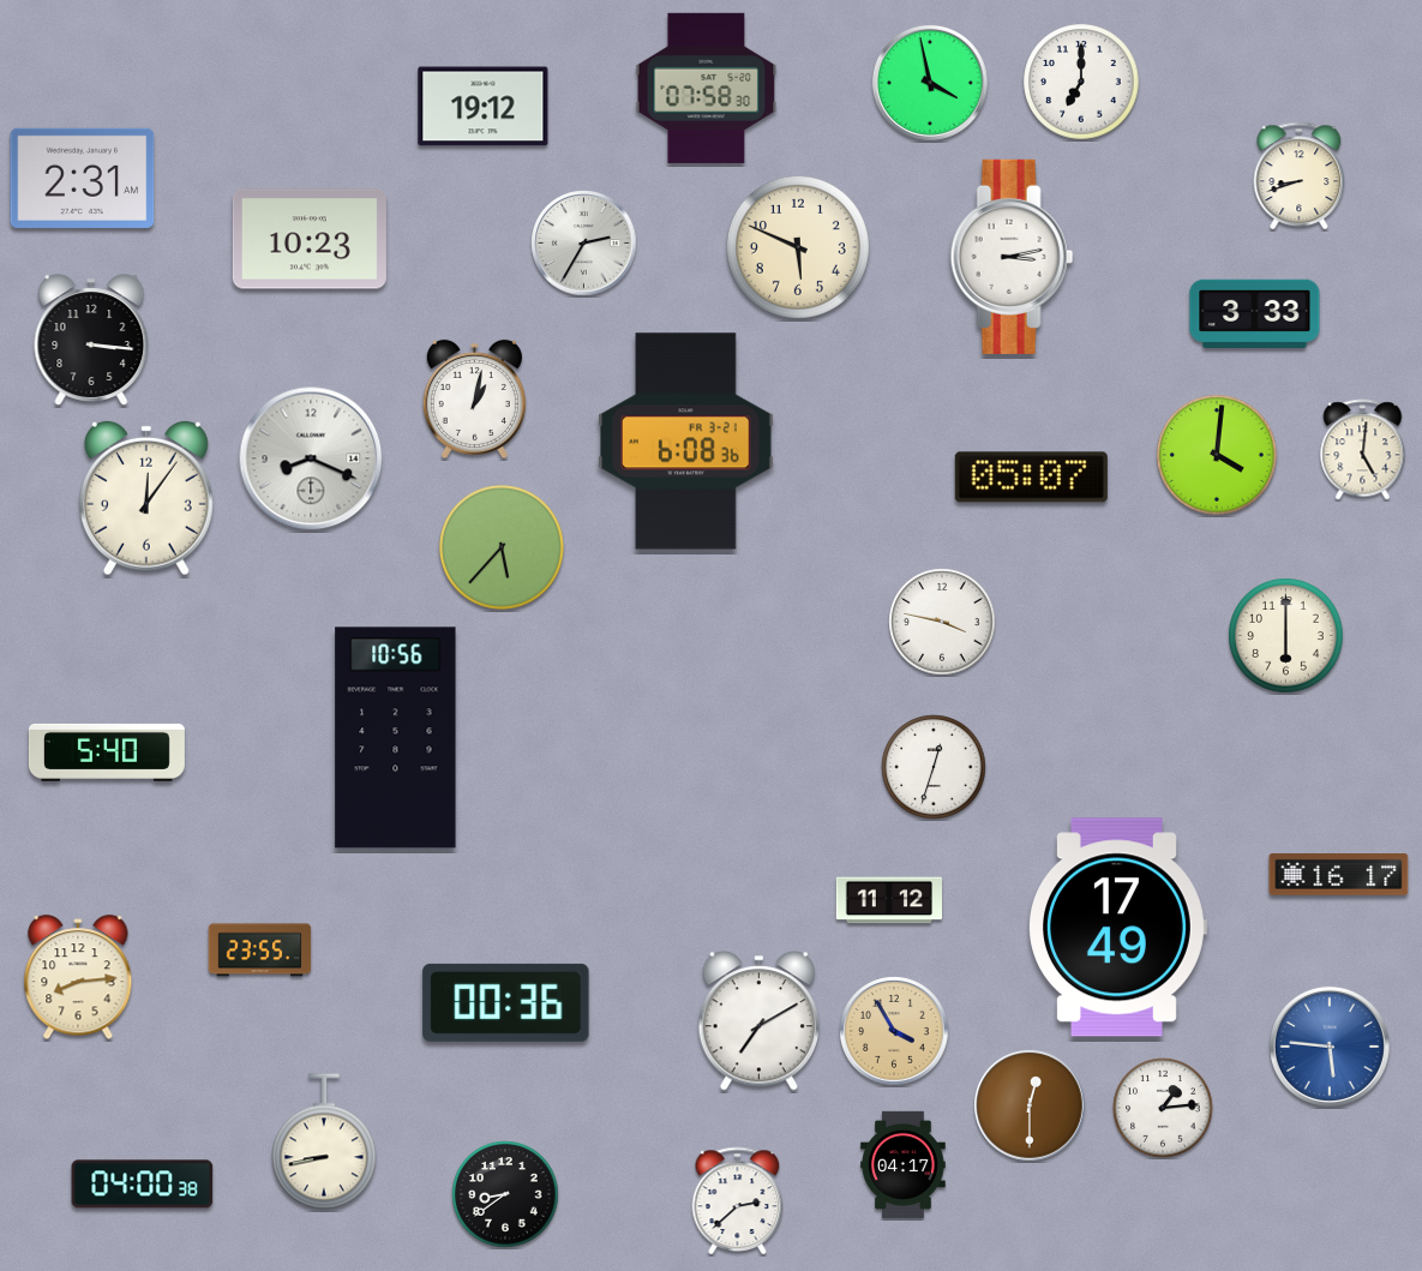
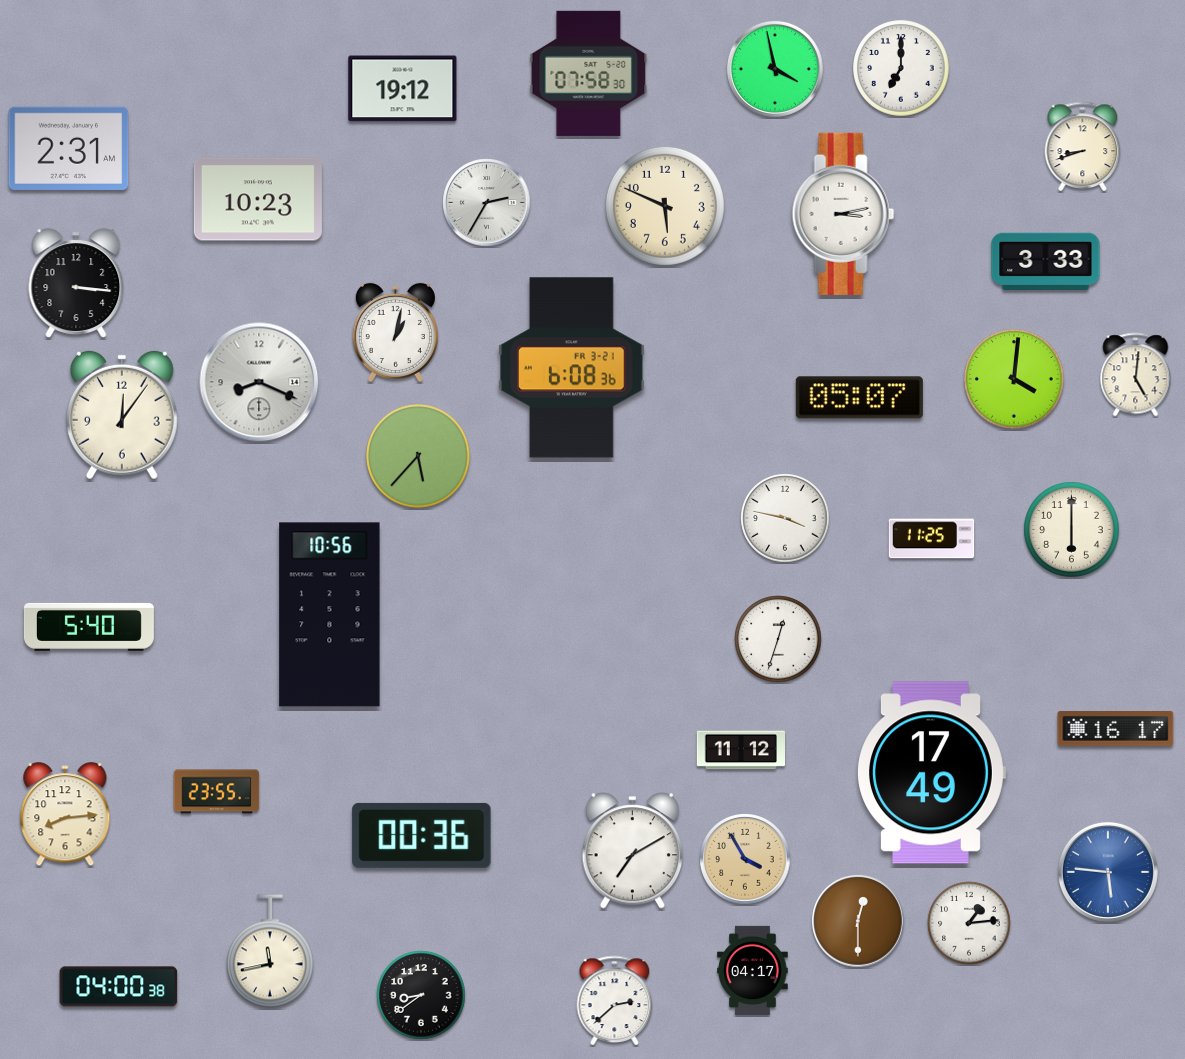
clock at (932, 539): none -> 11:25
clock at (324, 1141): 8:43 -> 11:43
